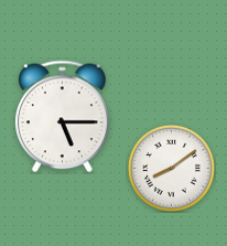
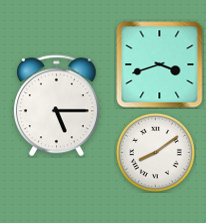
clock at (160, 65): none -> 3:42
